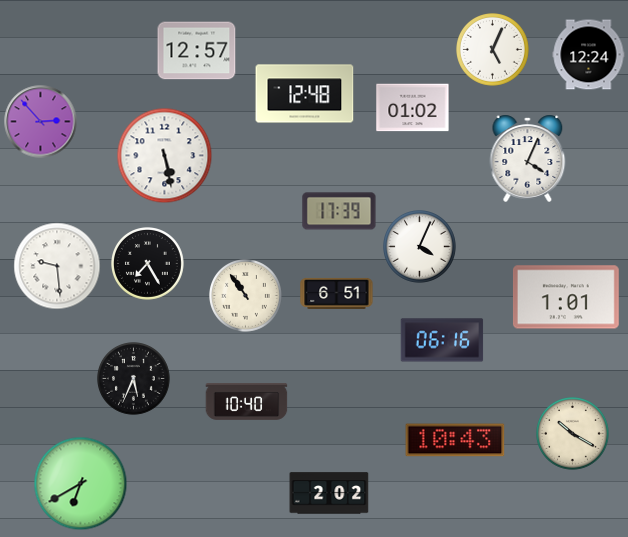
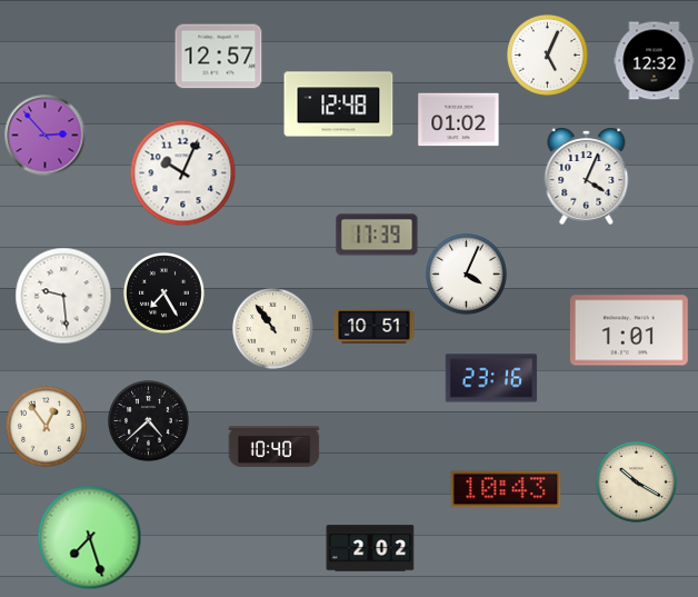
clock at (589, 55): 12:24 -> 12:32
clock at (165, 156): 5:28 -> 10:04
clock at (337, 293): 6:51 -> 10:51
clock at (442, 340): 06:16 -> 23:16
clock at (134, 379): 5:34 -> 4:38
clock at (47, 427): none -> 12:54
clock at (81, 484): 6:40 -> 7:27
clock at (329, 493) position: (329, 493) -> (370, 548)
